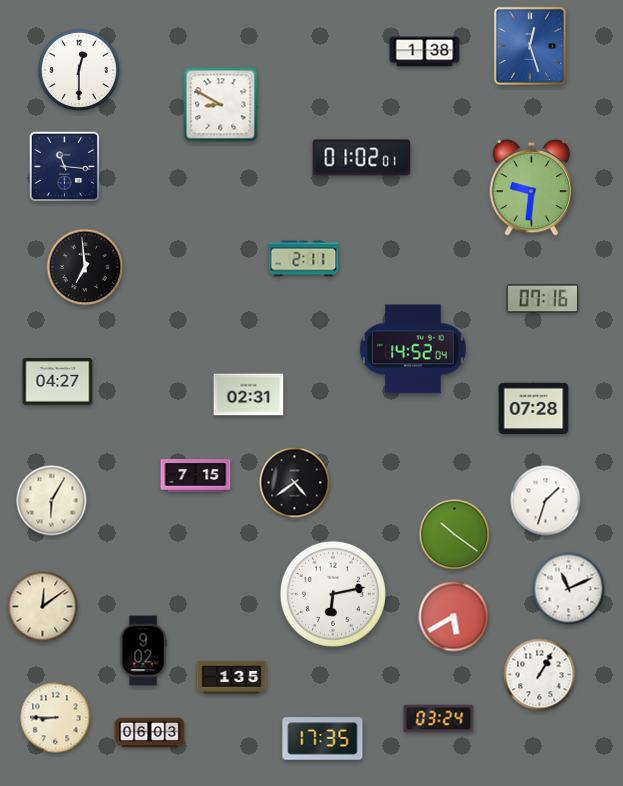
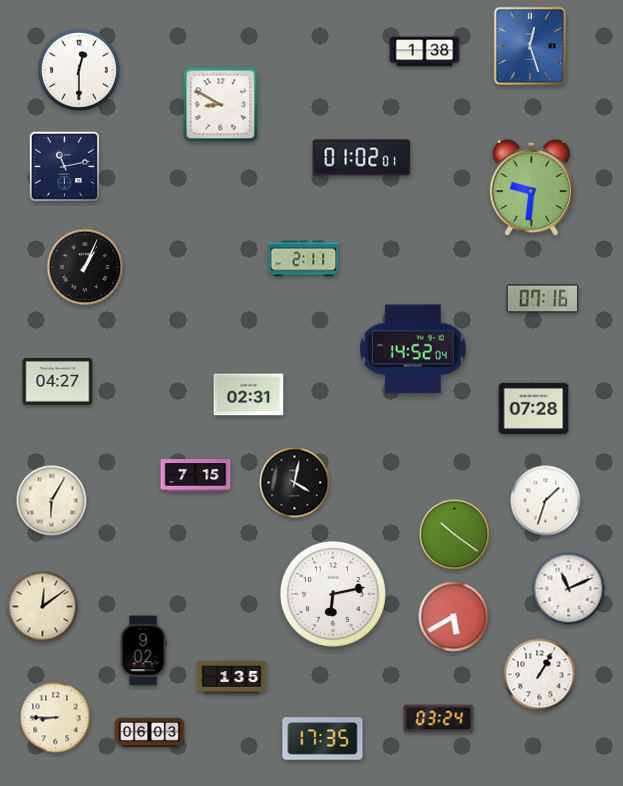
clock at (65, 167): 11:16 -> 11:13
clock at (85, 267): 6:59 -> 1:04
clock at (295, 483): 4:39 -> 4:02
